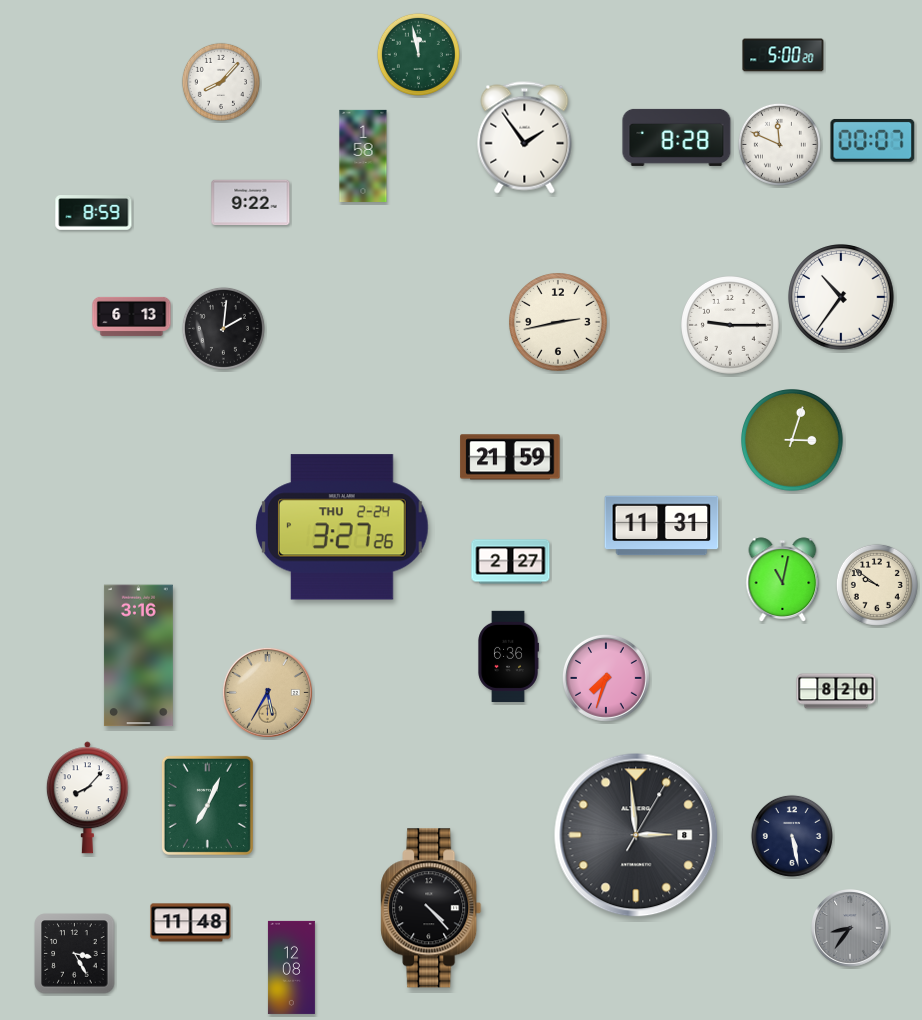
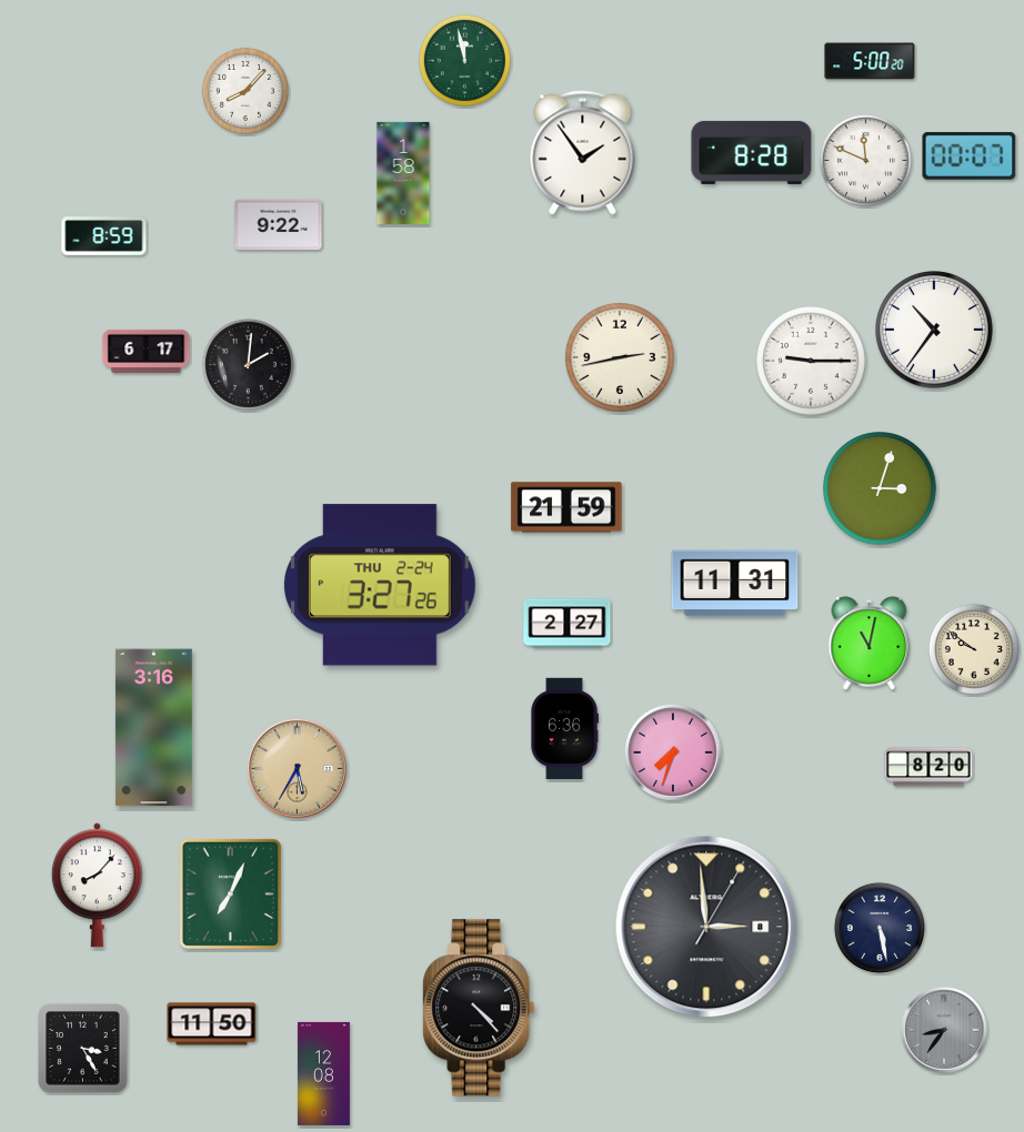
clock at (132, 316): 6:13 -> 6:17
clock at (191, 923): 11:48 -> 11:50
clock at (75, 954) position: (75, 954) -> (83, 1049)
